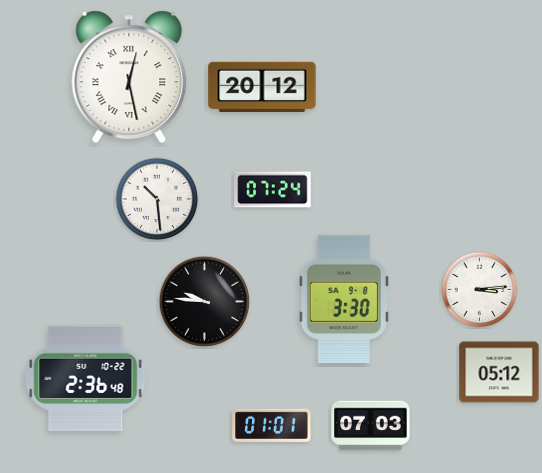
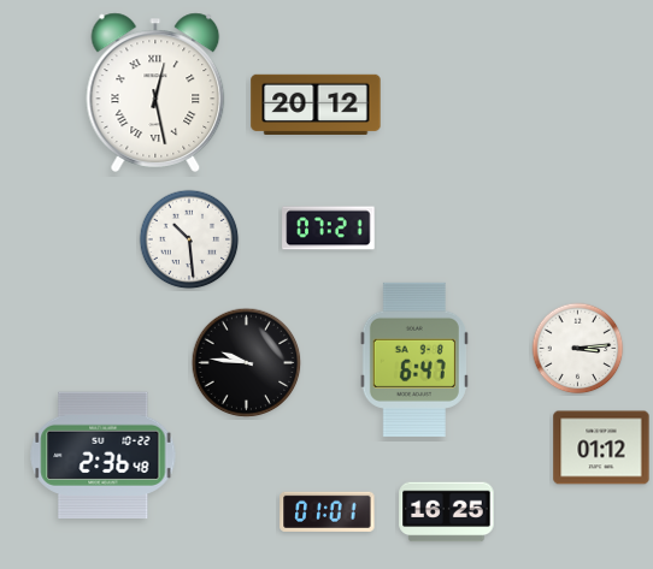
clock at (273, 190): 07:24 -> 07:21
clock at (344, 299): 3:30 -> 6:47
clock at (499, 372): 05:12 -> 01:12
clock at (371, 426): 07:03 -> 16:25
